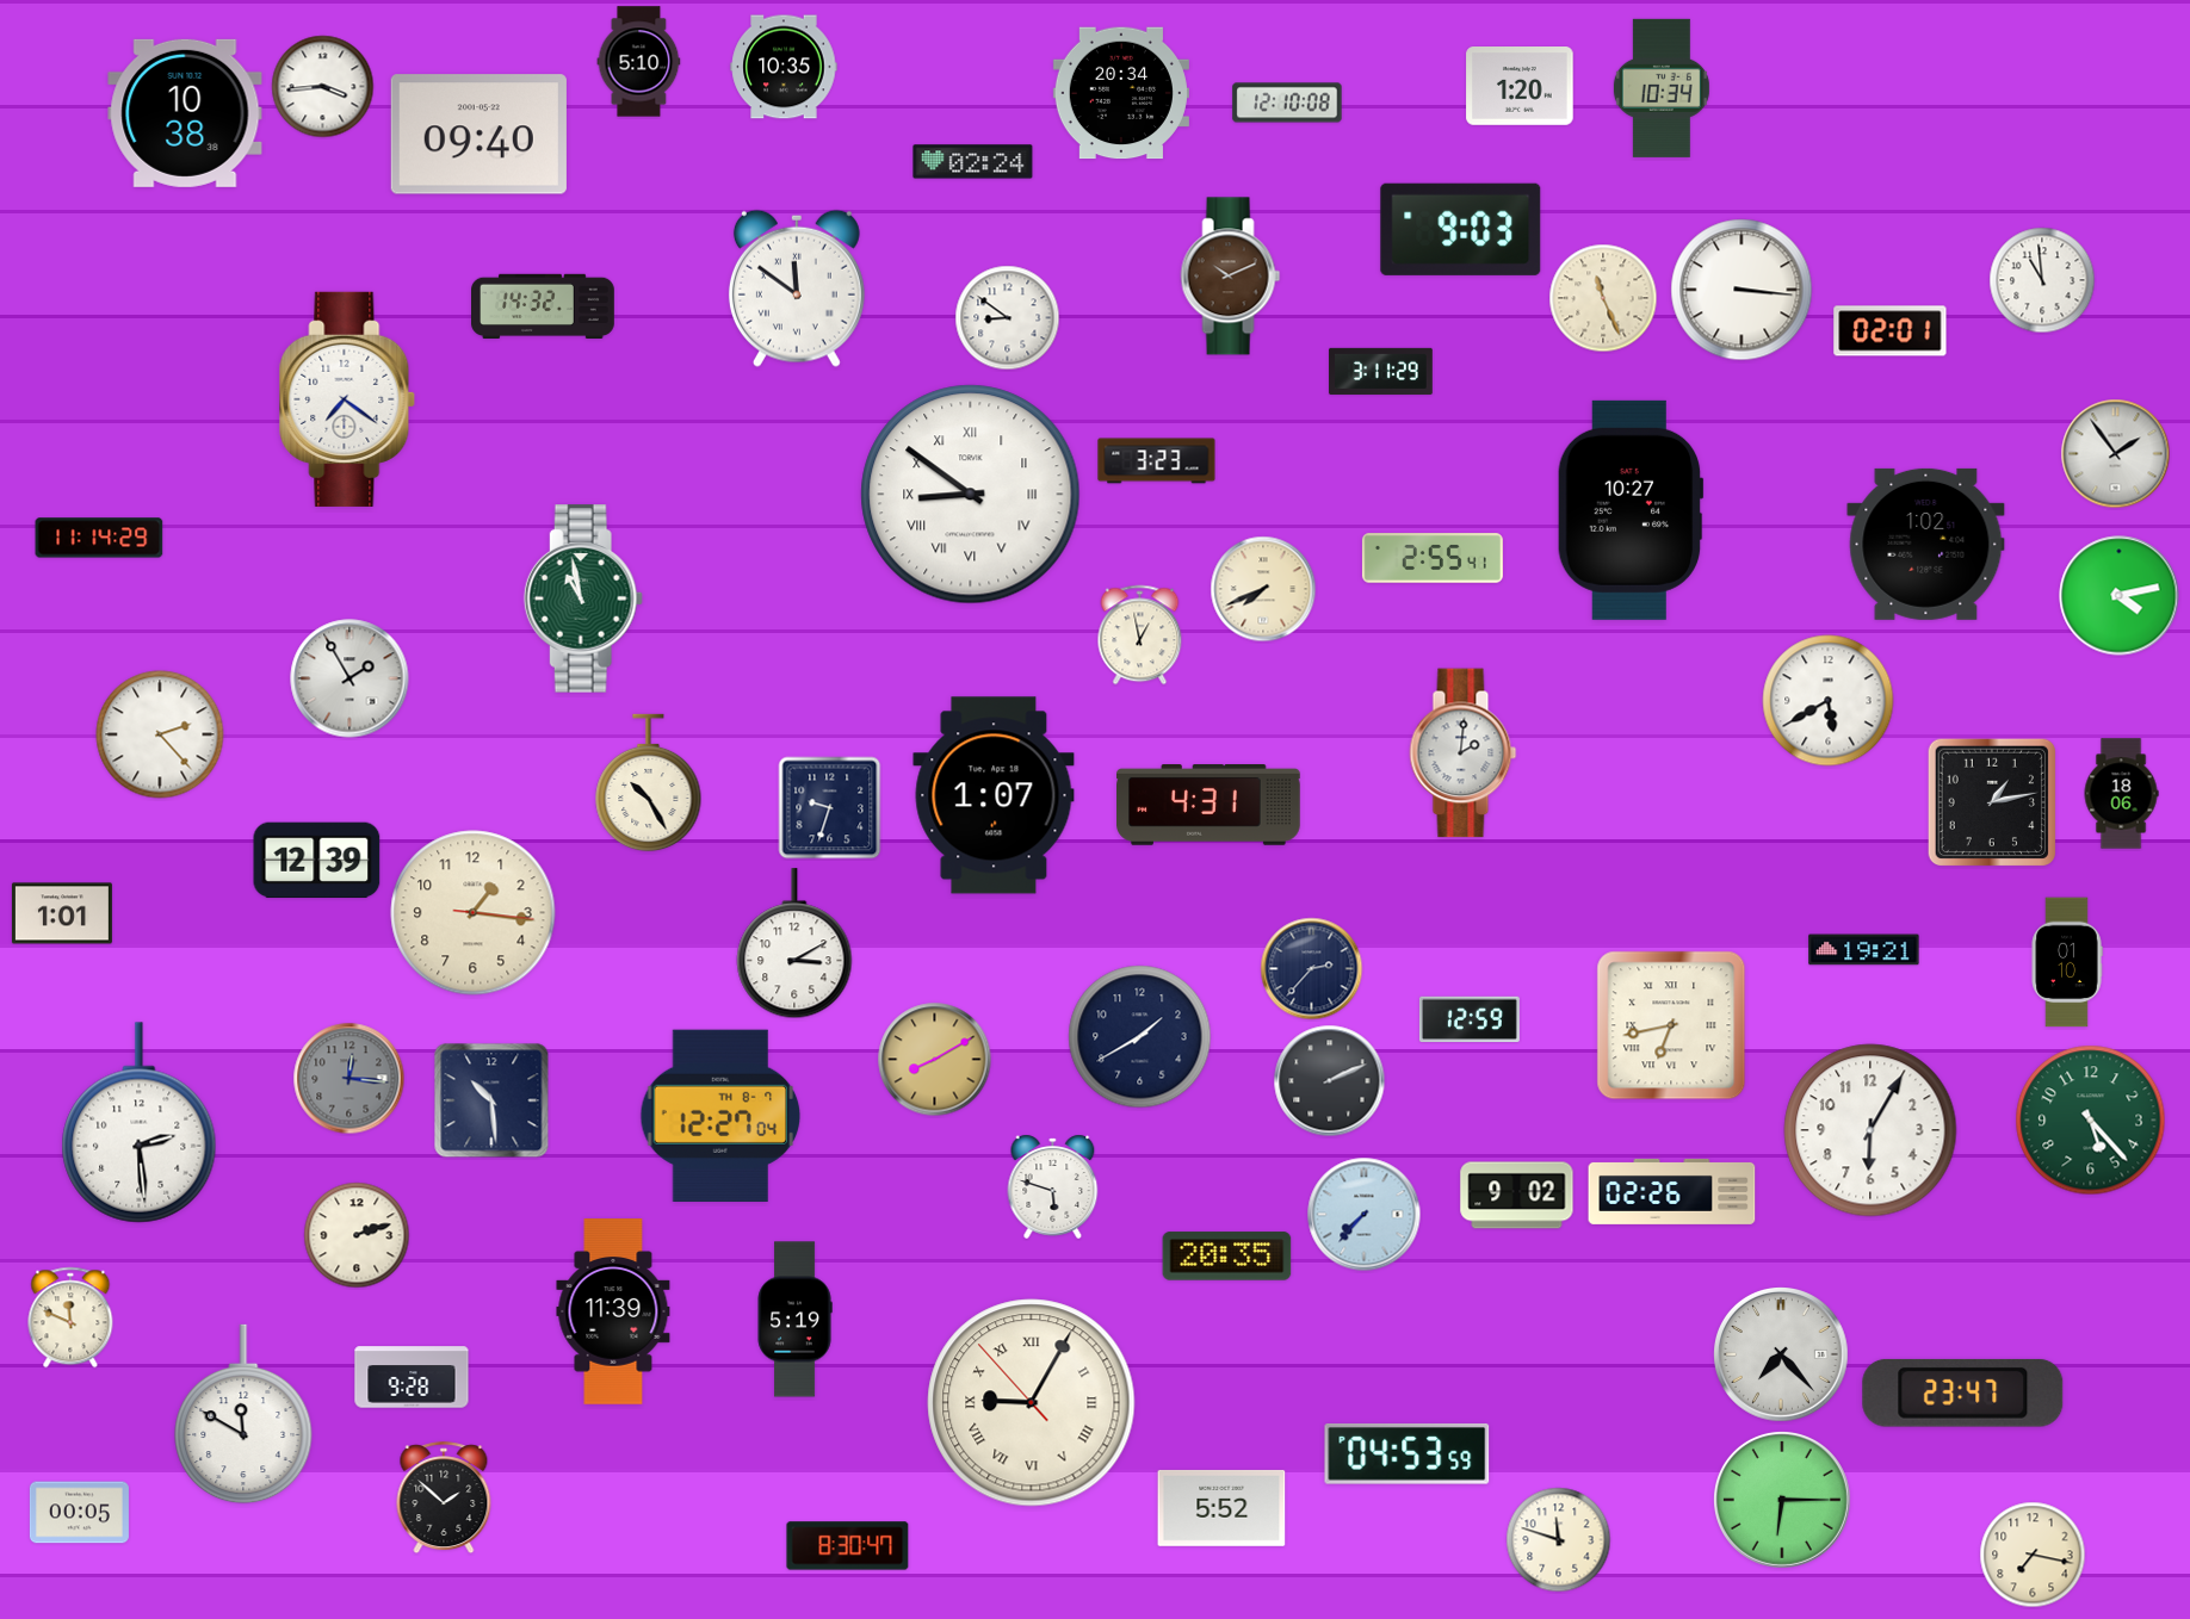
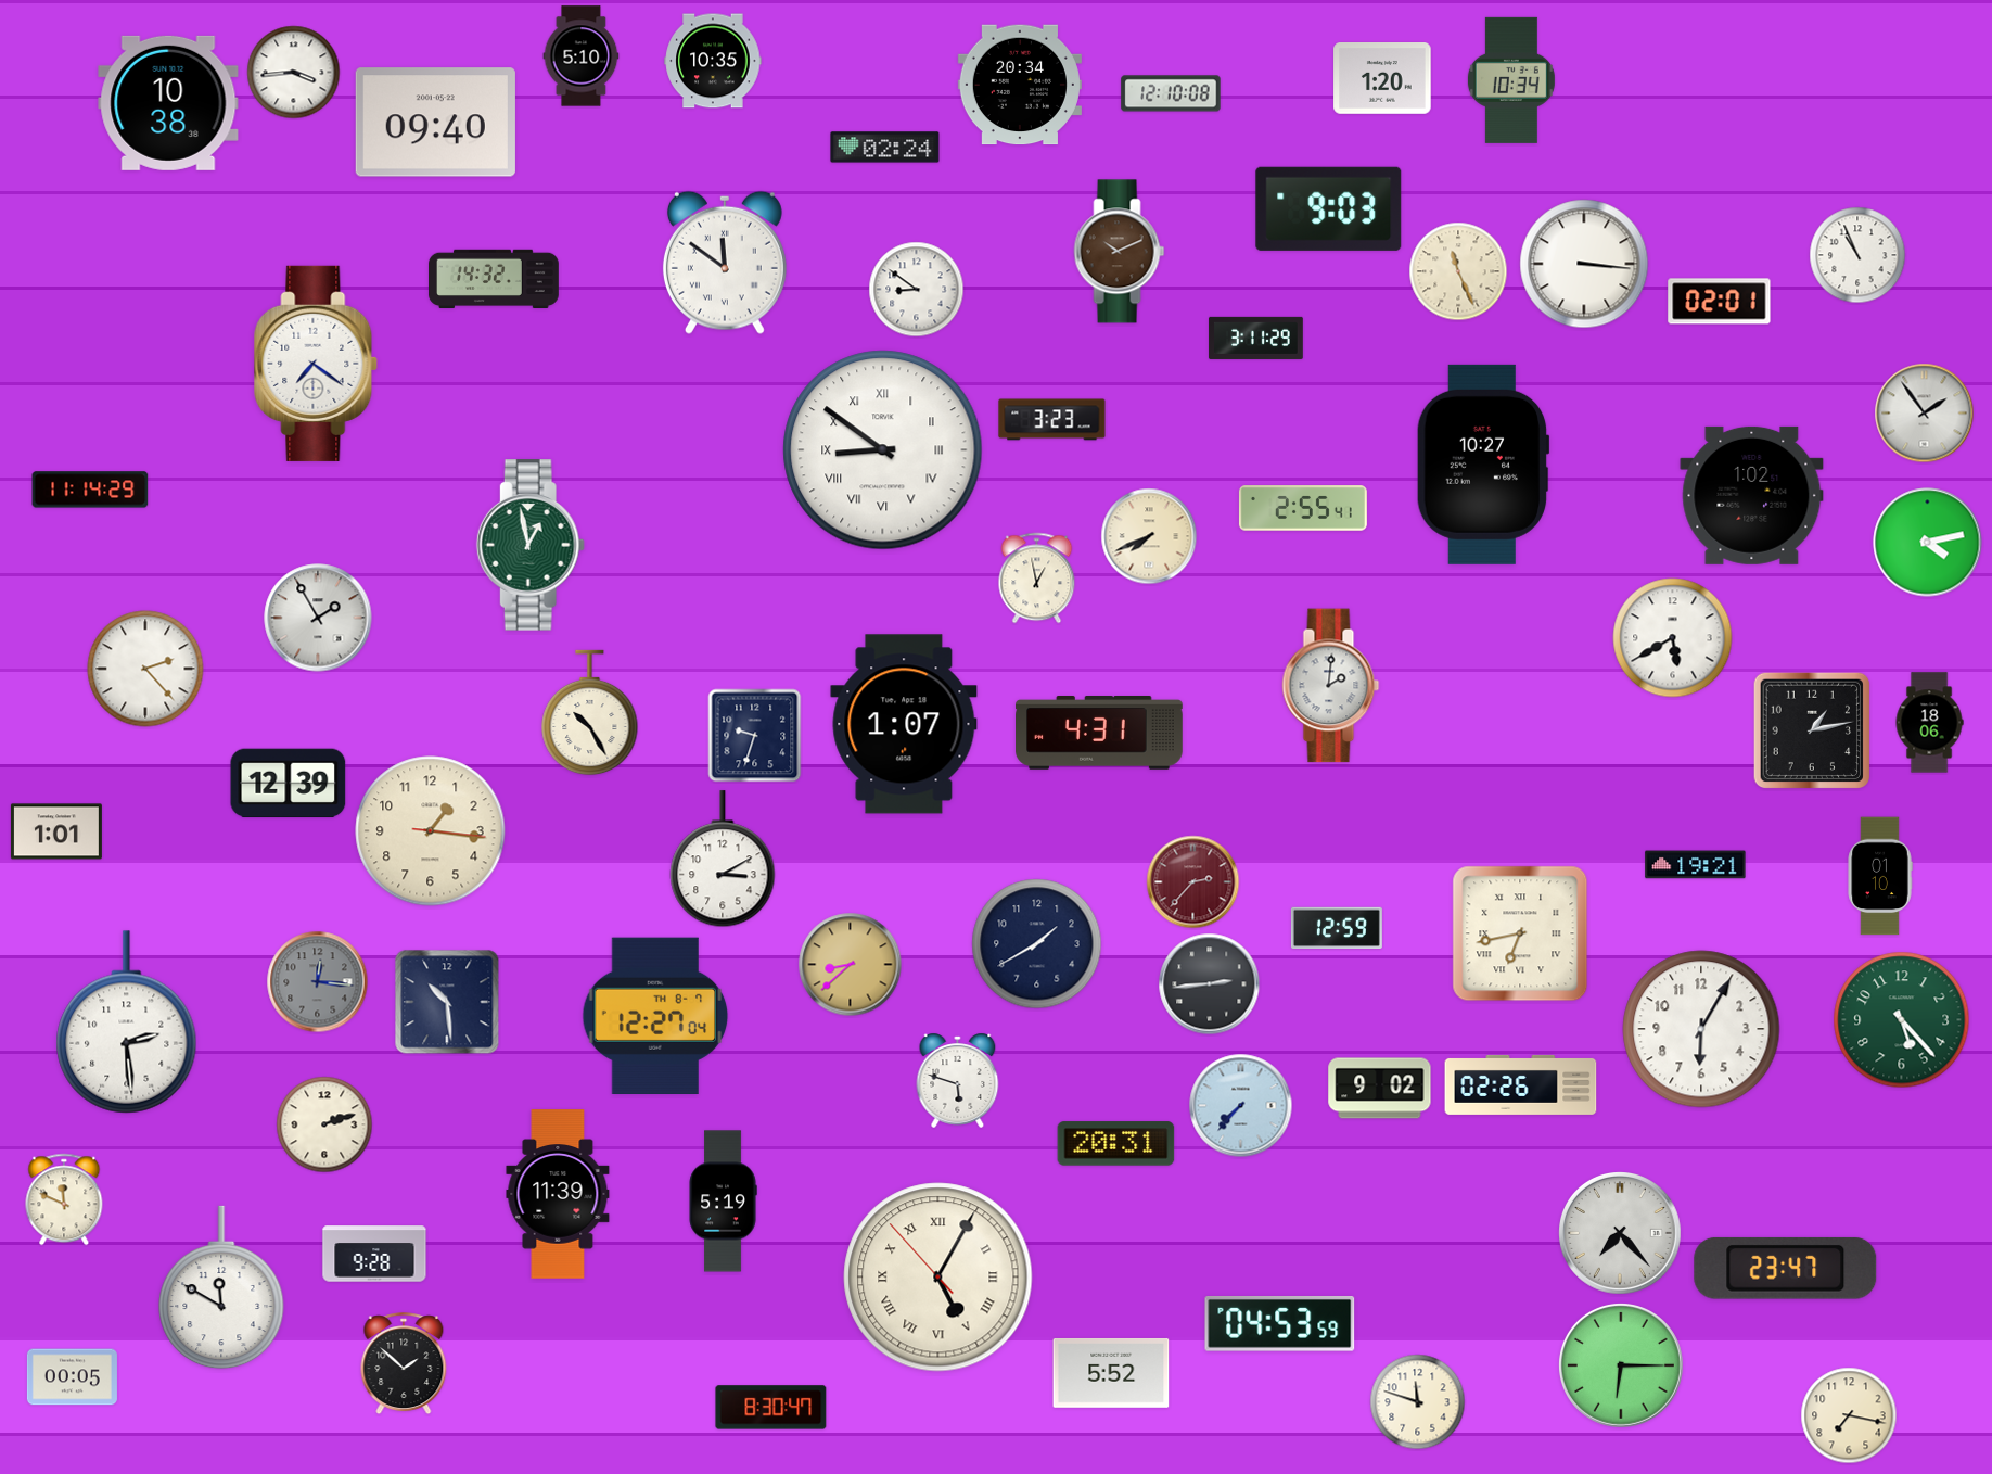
clock at (323, 87) position: (323, 87) -> (294, 73)
clock at (2042, 280): 10:59 -> 10:56
clock at (583, 598): 10:58 -> 12:58
clock at (1829, 701) position: (1829, 701) -> (1673, 638)
clock at (1312, 969) dial: navy -> burgundy
clock at (935, 1060): 8:10 -> 8:38
clock at (1330, 1081): 2:11 -> 2:44
clock at (1227, 1257): 20:35 -> 20:31
clock at (1032, 1403): 9:04 -> 5:04
